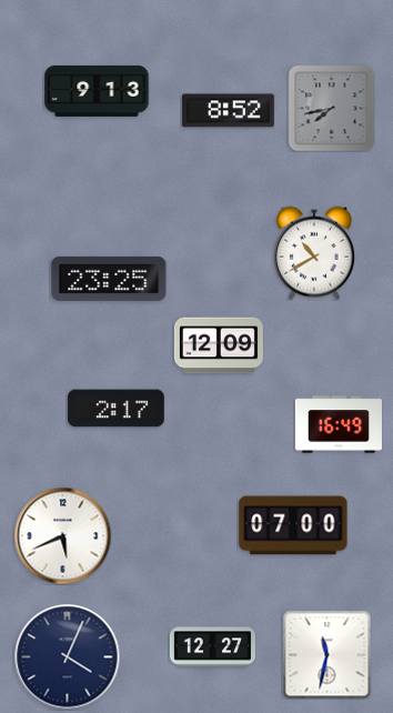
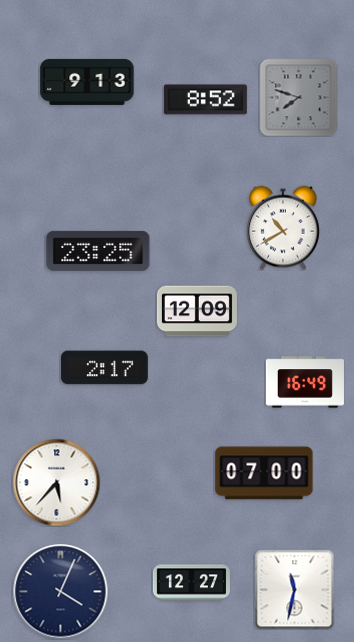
clock at (331, 108): 7:43 -> 7:48
clock at (62, 535): 5:41 -> 5:37
